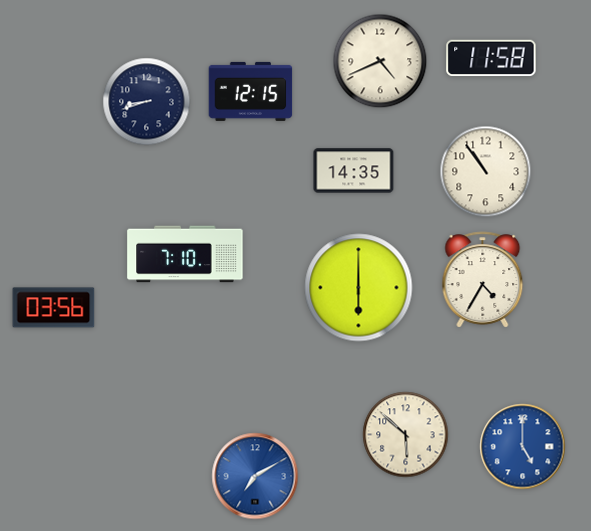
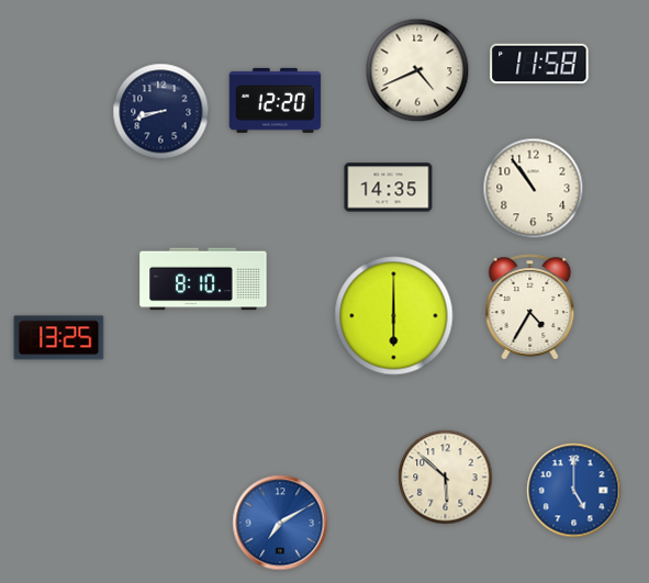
clock at (380, 61) position: (380, 61) -> (417, 70)
clock at (251, 91): 12:15 -> 12:20
clock at (185, 254): 7:10 -> 8:10
clock at (54, 308): 03:56 -> 13:25
